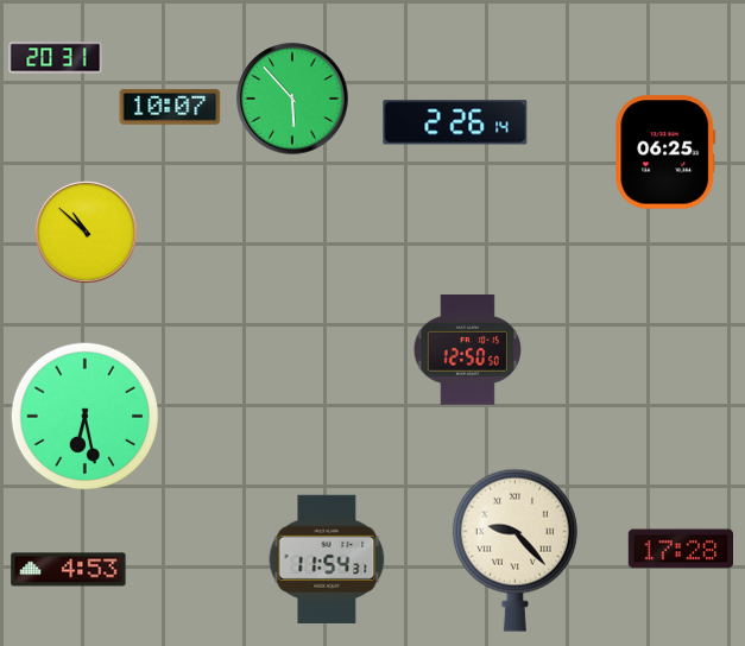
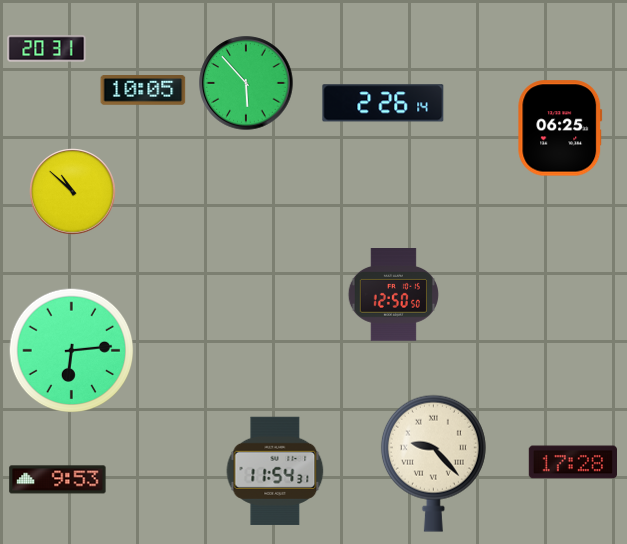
clock at (170, 107): 10:07 -> 10:05
clock at (87, 233) position: (87, 233) -> (73, 192)
clock at (86, 417): 6:28 -> 6:14
clock at (69, 570): 4:53 -> 9:53
